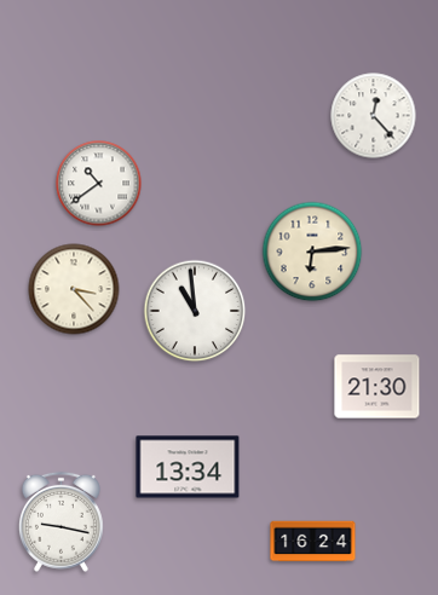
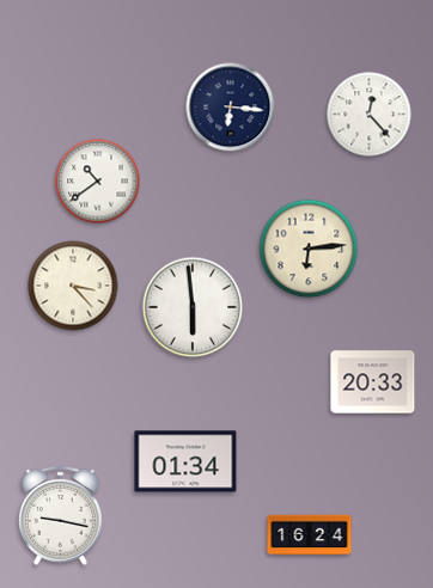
clock at (231, 108): none -> 6:16
clock at (195, 311): 10:59 -> 5:59
clock at (378, 387): 21:30 -> 20:33
clock at (188, 467): 13:34 -> 01:34
